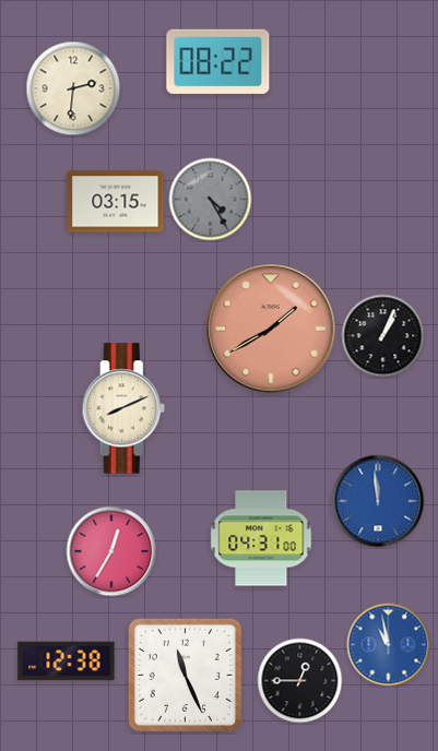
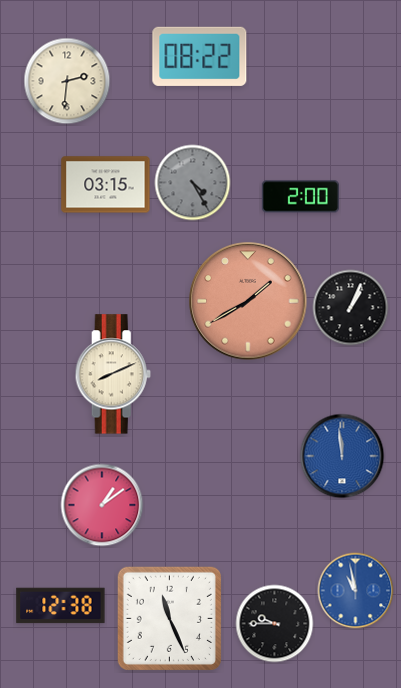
clock at (300, 197): none -> 2:00
clock at (378, 501) position: (378, 501) -> (342, 456)
clock at (261, 538): 04:31 -> none
clock at (111, 551): 12:35 -> 1:09
clock at (300, 681): 12:45 -> 9:45
